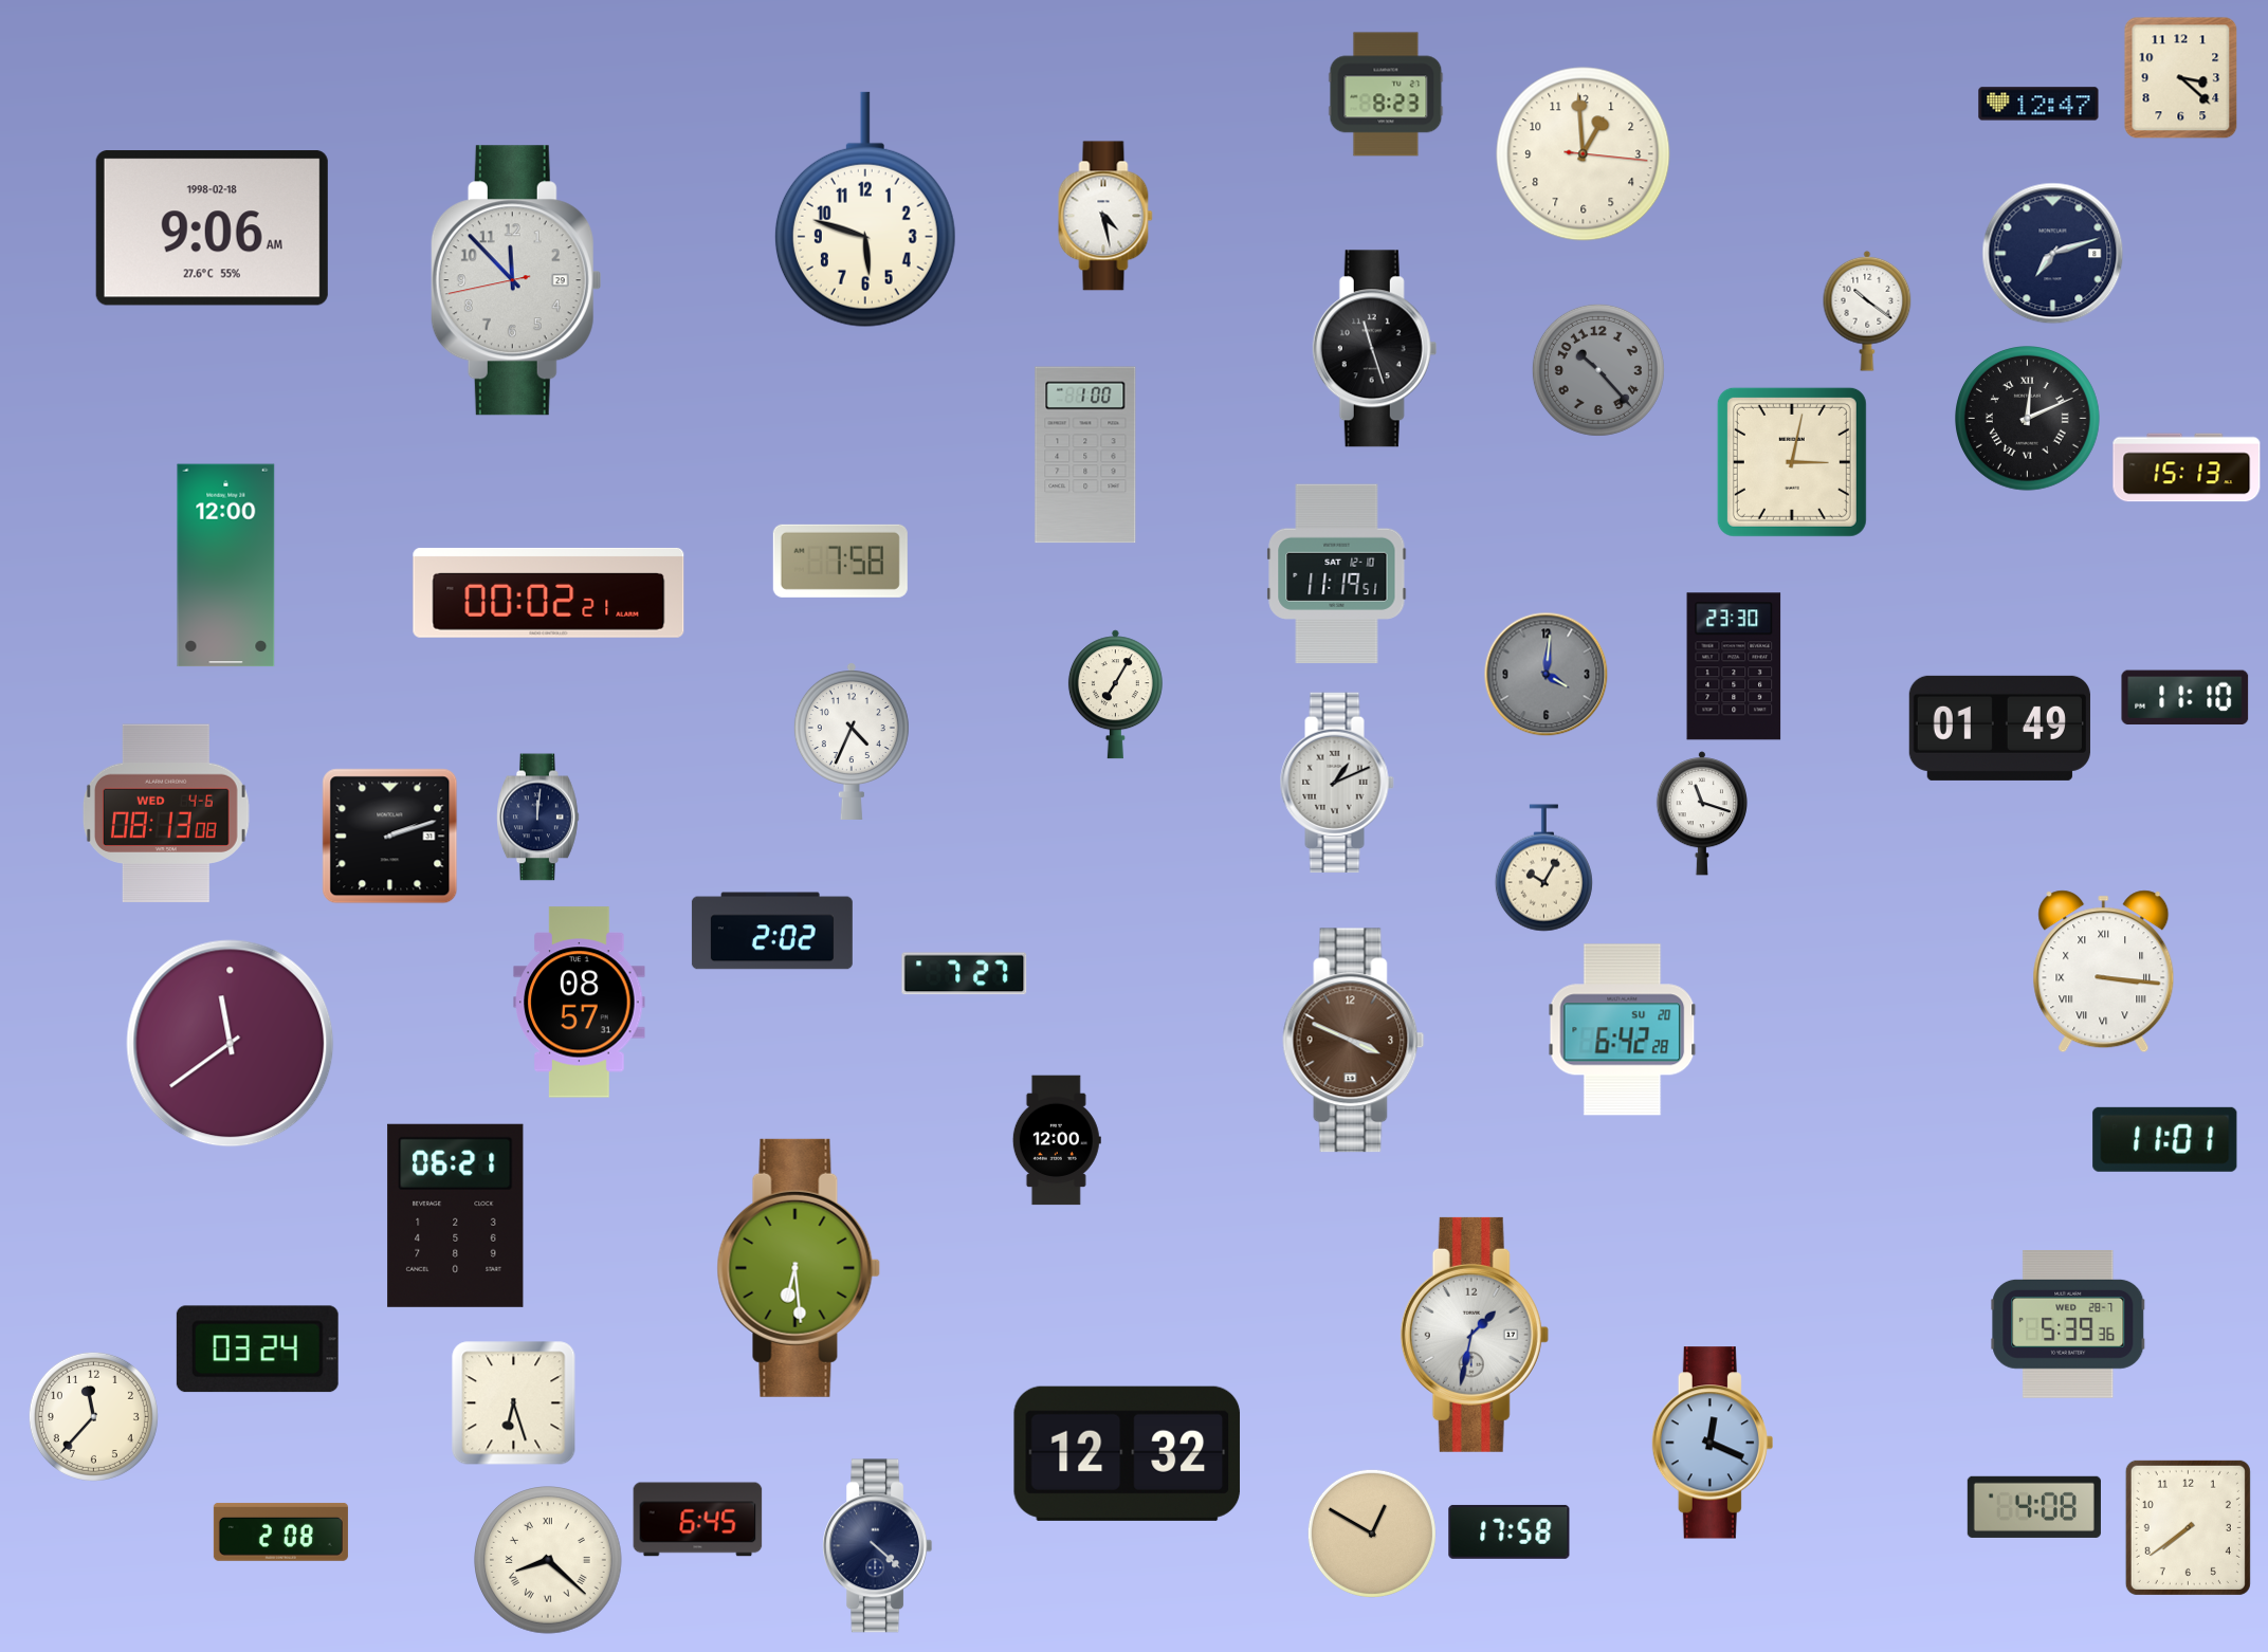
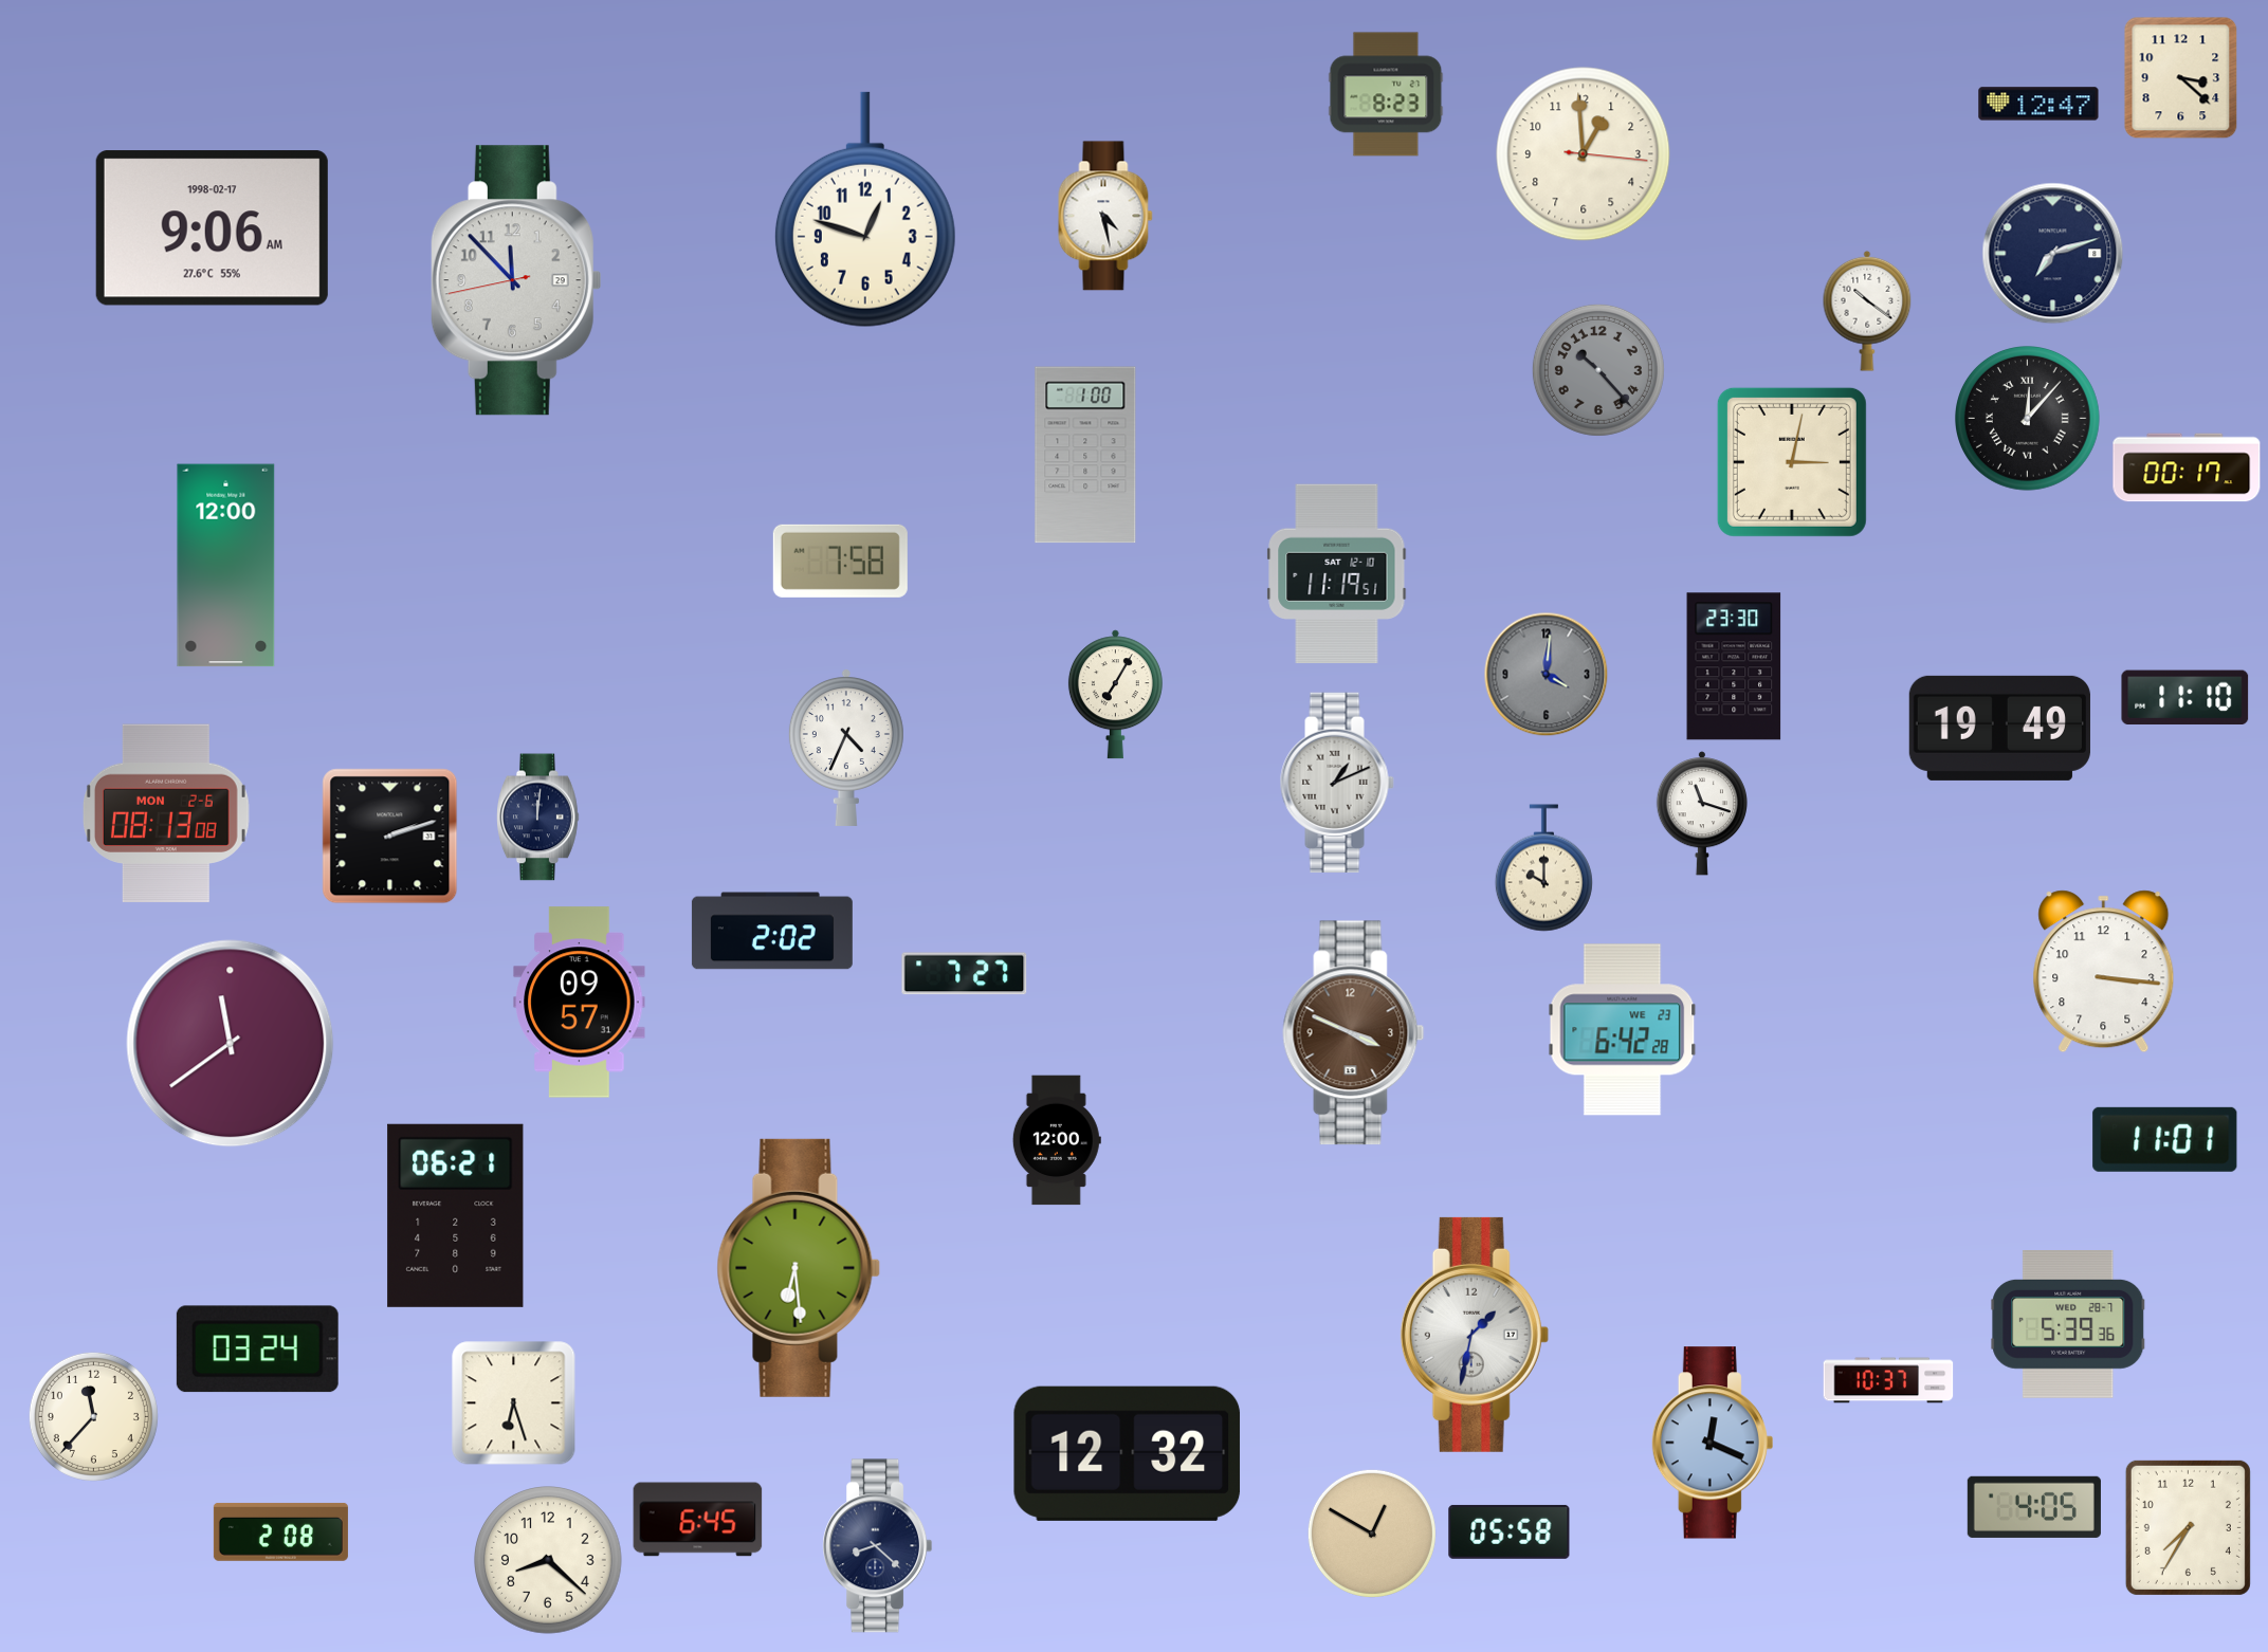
clock at (865, 209): 5:48 -> 12:48
clock at (212, 228) date: 1998-02-18 -> 1998-02-17
clock at (1375, 349): 11:27 -> none
clock at (2028, 419): 12:11 -> 12:07
clock at (2187, 467): 15:13 -> 00:17
clock at (549, 592): 00:02 -> none
clock at (1999, 728): 01:49 -> 19:49
clock at (852, 741) position: (852, 741) -> (846, 748)
clock at (166, 813) date: WED 4-6 -> MON 2-6
clock at (1543, 868): 10:05 -> 10:00
clock at (2104, 972) numerals: Roman -> Arabic
clock at (580, 1003): 08:57 -> 09:57
clock at (1623, 1030) date: SU 20 -> WE 23
clock at (1354, 1041) position: (1354, 1041) -> (1354, 1033)
clock at (1888, 1380): none -> 10:37
clock at (2034, 1507): 4:08 -> 4:05
clock at (2188, 1527): 7:39 -> 7:35
clock at (1510, 1531): 17:58 -> 05:58
clock at (878, 1546): 4:22 -> 8:22
clock at (548, 1560) numerals: Roman -> Arabic
